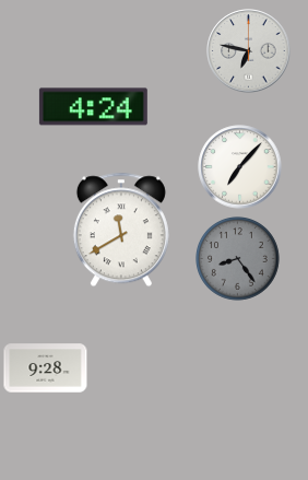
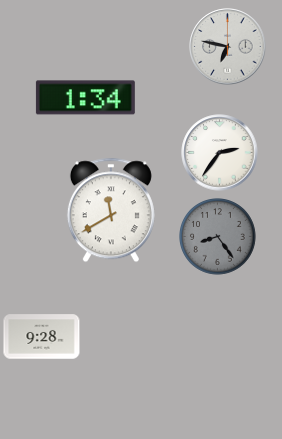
clock at (93, 107): 4:24 -> 1:34
clock at (240, 167): 7:07 -> 2:36
